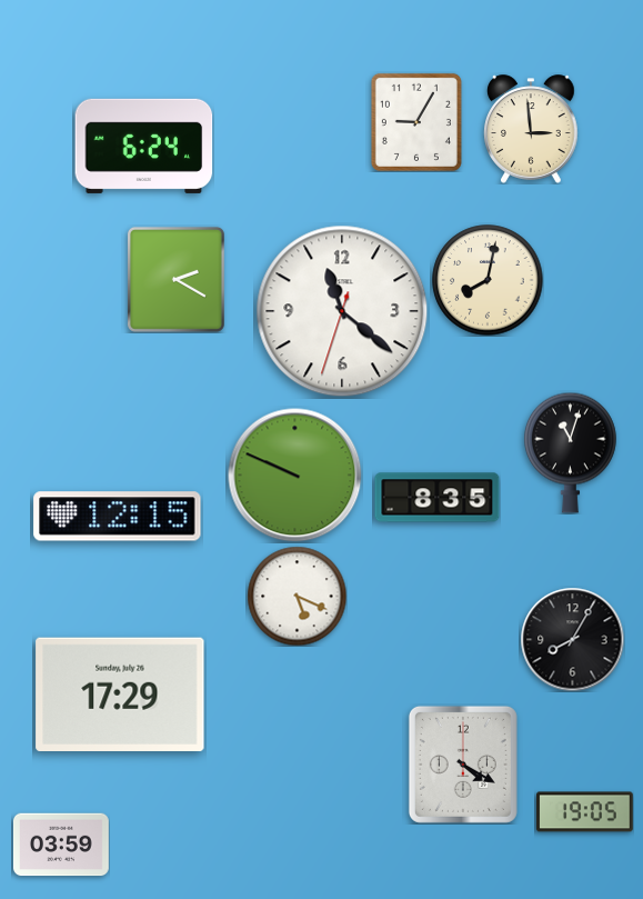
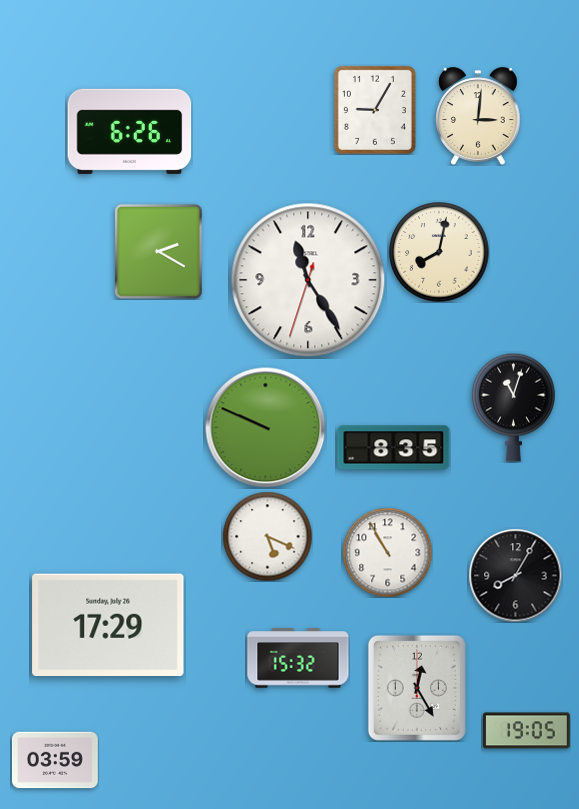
clock at (531, 129): 2:59 -> 3:01
clock at (144, 146): 6:24 -> 6:26
clock at (342, 311): 11:21 -> 11:24
clock at (118, 517): 12:15 -> none
clock at (387, 552): none -> 10:55
clock at (298, 658): none -> 15:32
clock at (463, 765): 4:20 -> 12:25
